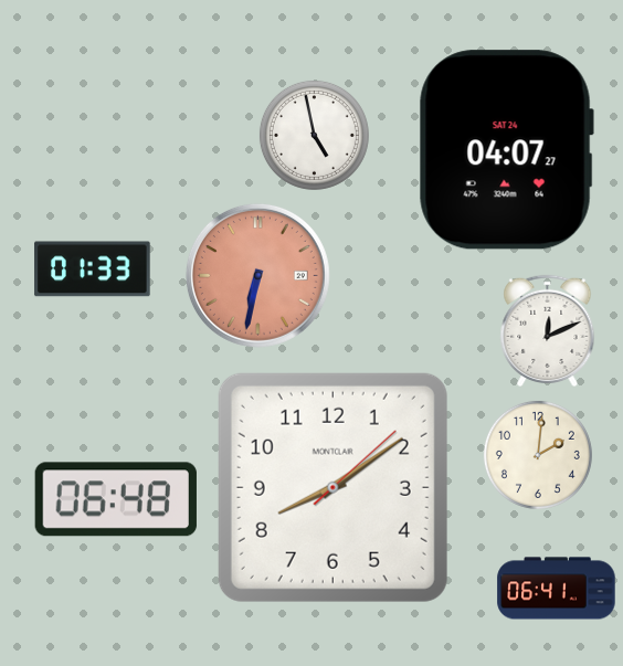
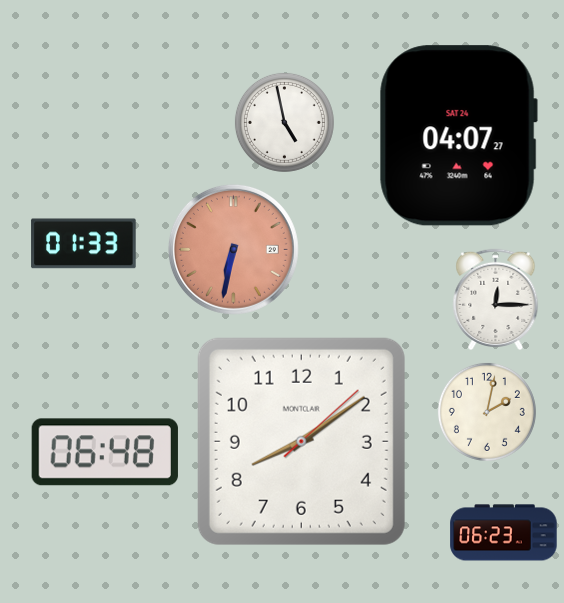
clock at (548, 330): 12:11 -> 12:15
clock at (538, 455): 2:01 -> 2:02
clock at (557, 589): 06:41 -> 06:23
